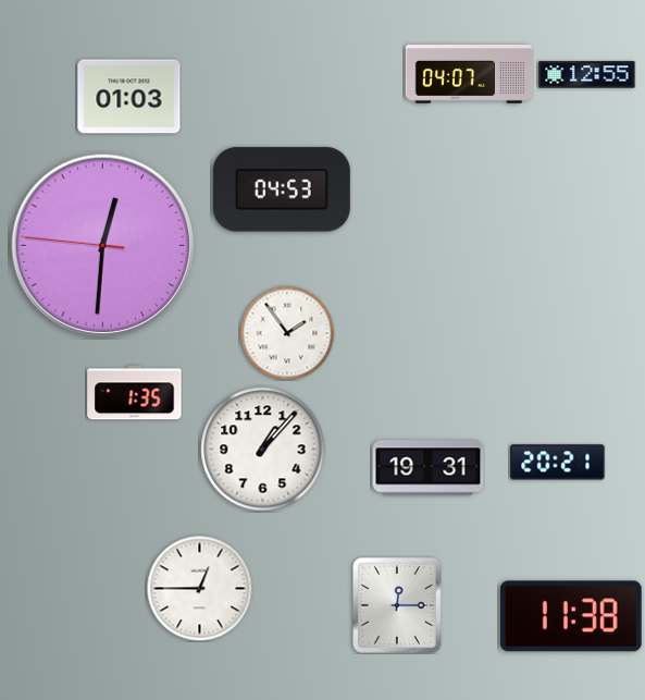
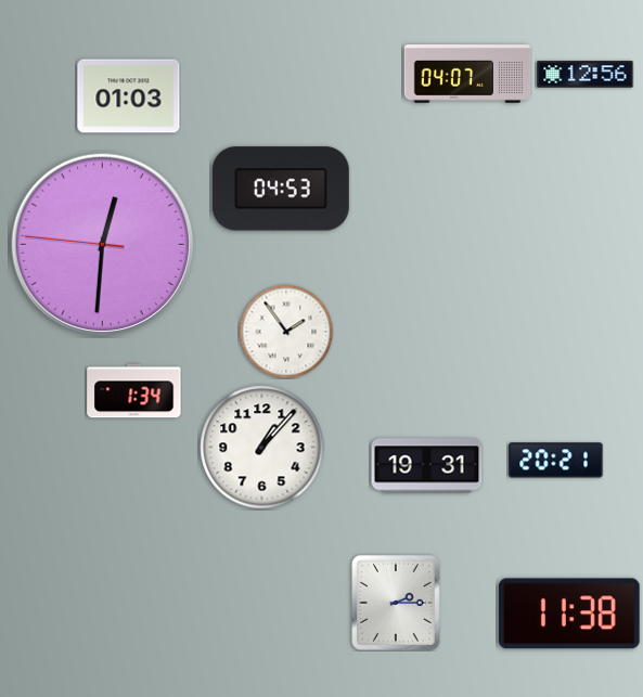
clock at (587, 75): 12:55 -> 12:56
clock at (135, 393): 1:35 -> 1:34
clock at (199, 588): 12:45 -> none
clock at (398, 606): 12:15 -> 2:15
